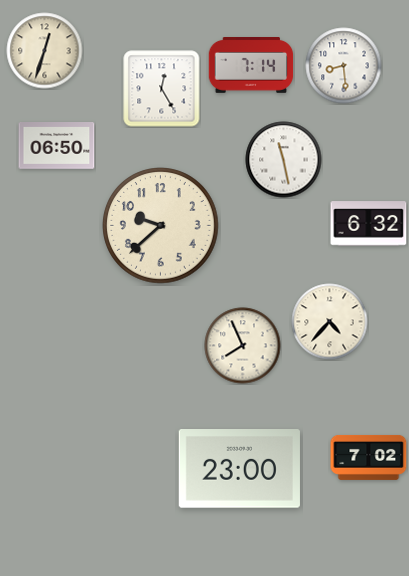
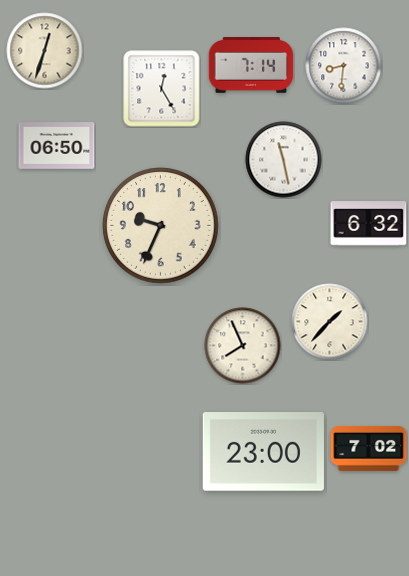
clock at (344, 66): 8:29 -> 8:31
clock at (161, 226): 9:38 -> 9:34
clock at (330, 322): 4:37 -> 1:37
clock at (369, 457) position: (369, 457) -> (369, 448)
clock at (239, 469) position: (239, 469) -> (263, 452)
